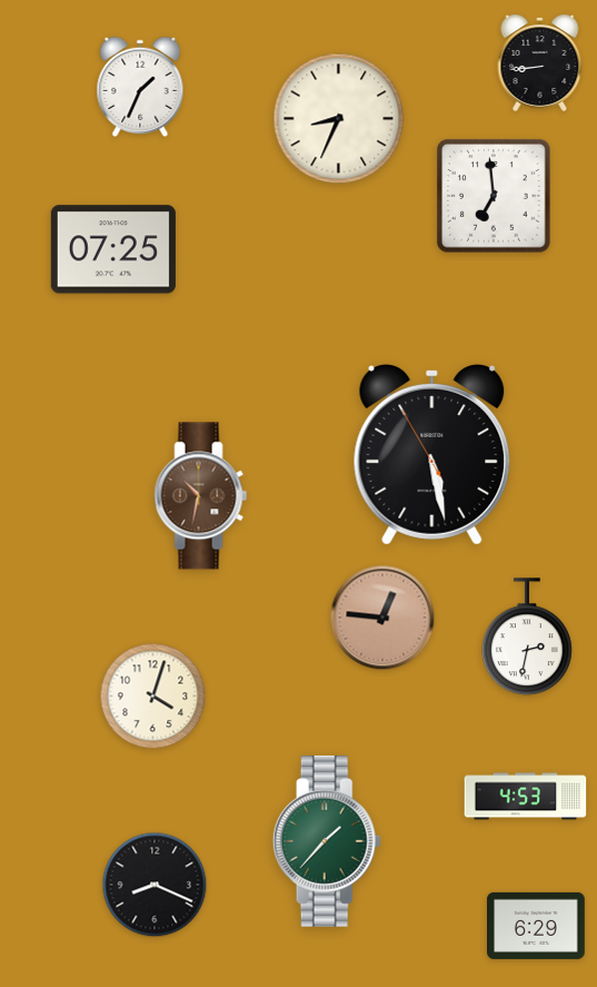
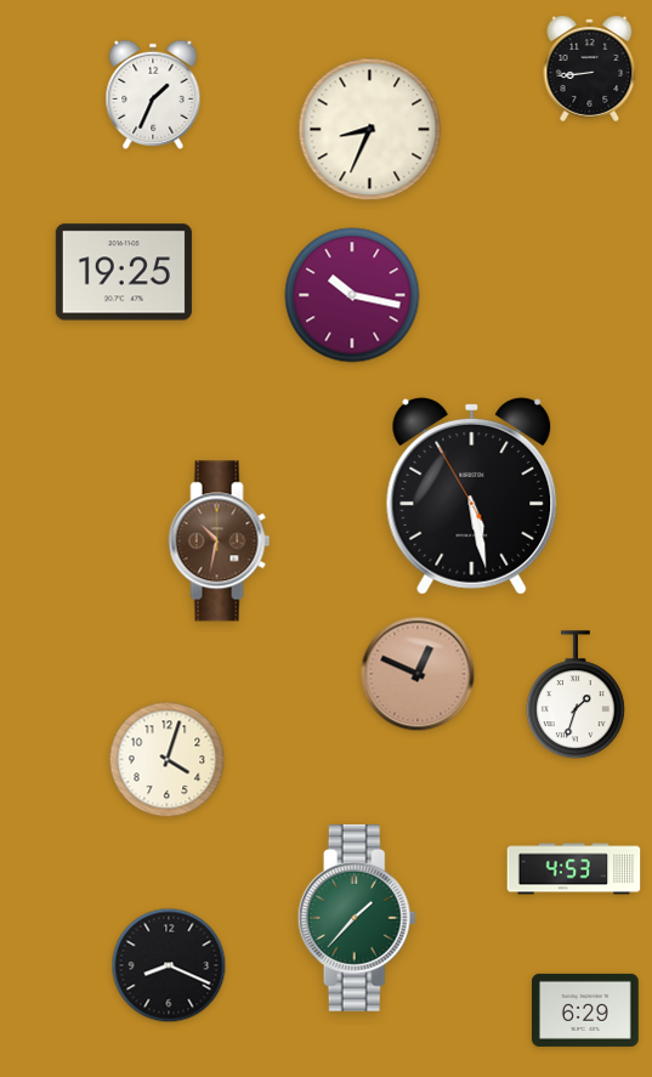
clock at (494, 196): 6:59 -> none
clock at (113, 249): 07:25 -> 19:25
clock at (352, 295): none -> 10:17
clock at (382, 618): 12:46 -> 12:49
clock at (528, 636): 2:32 -> 1:33
